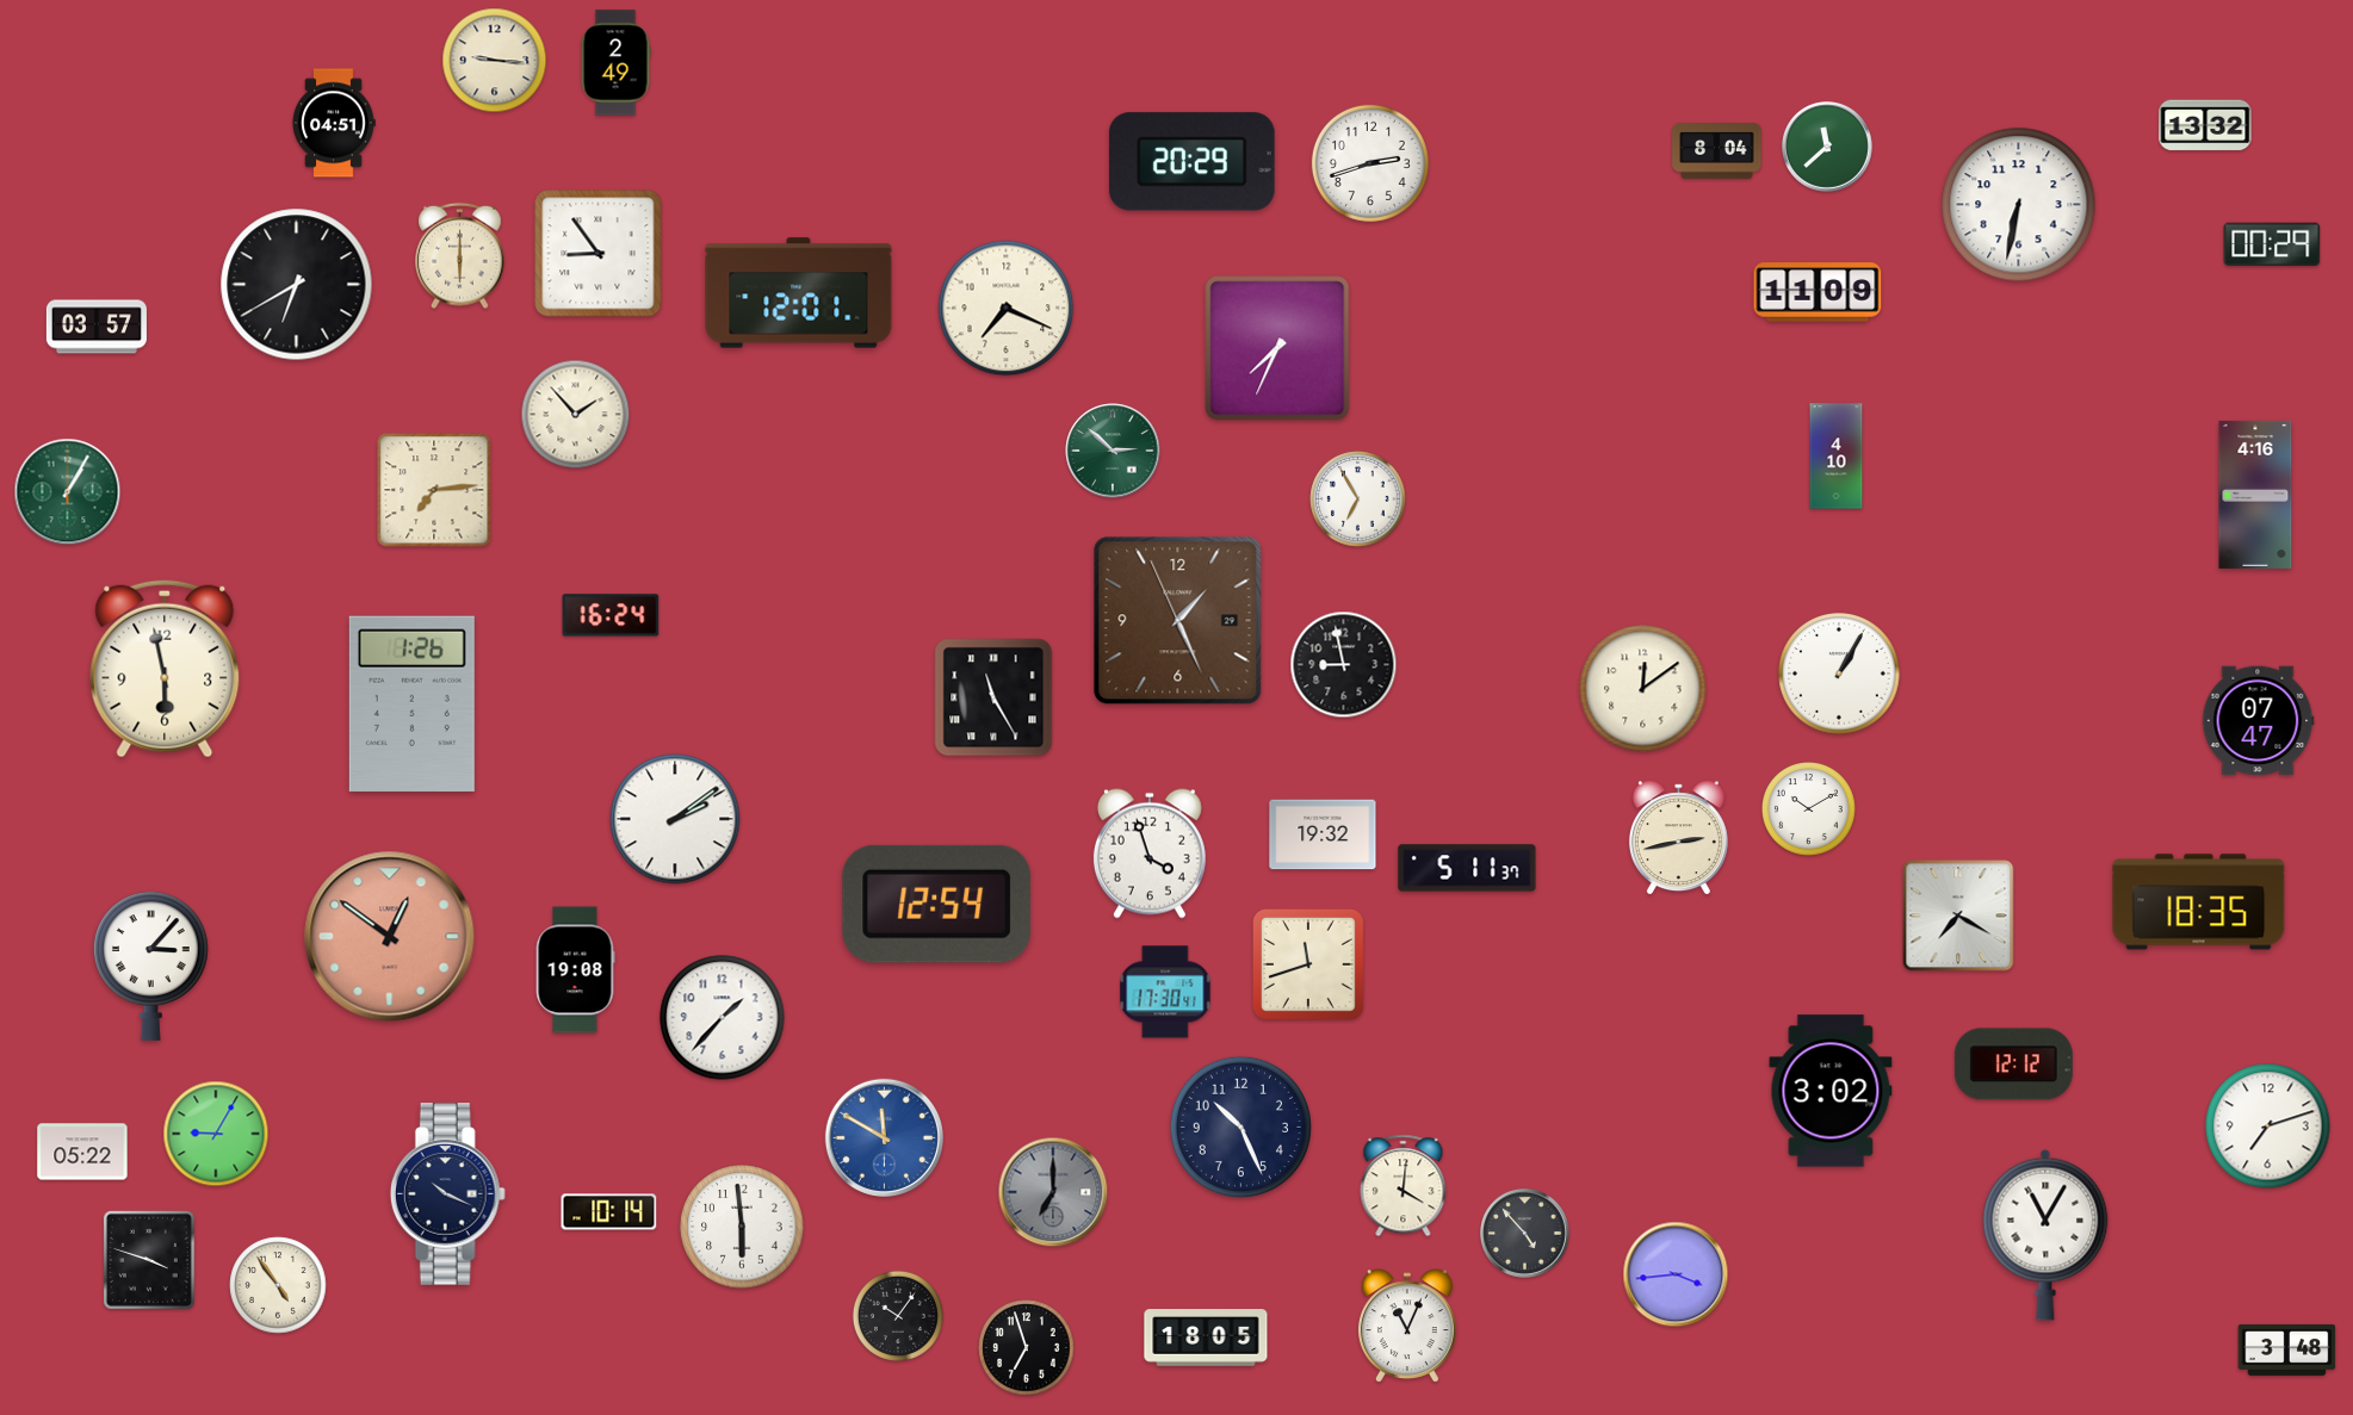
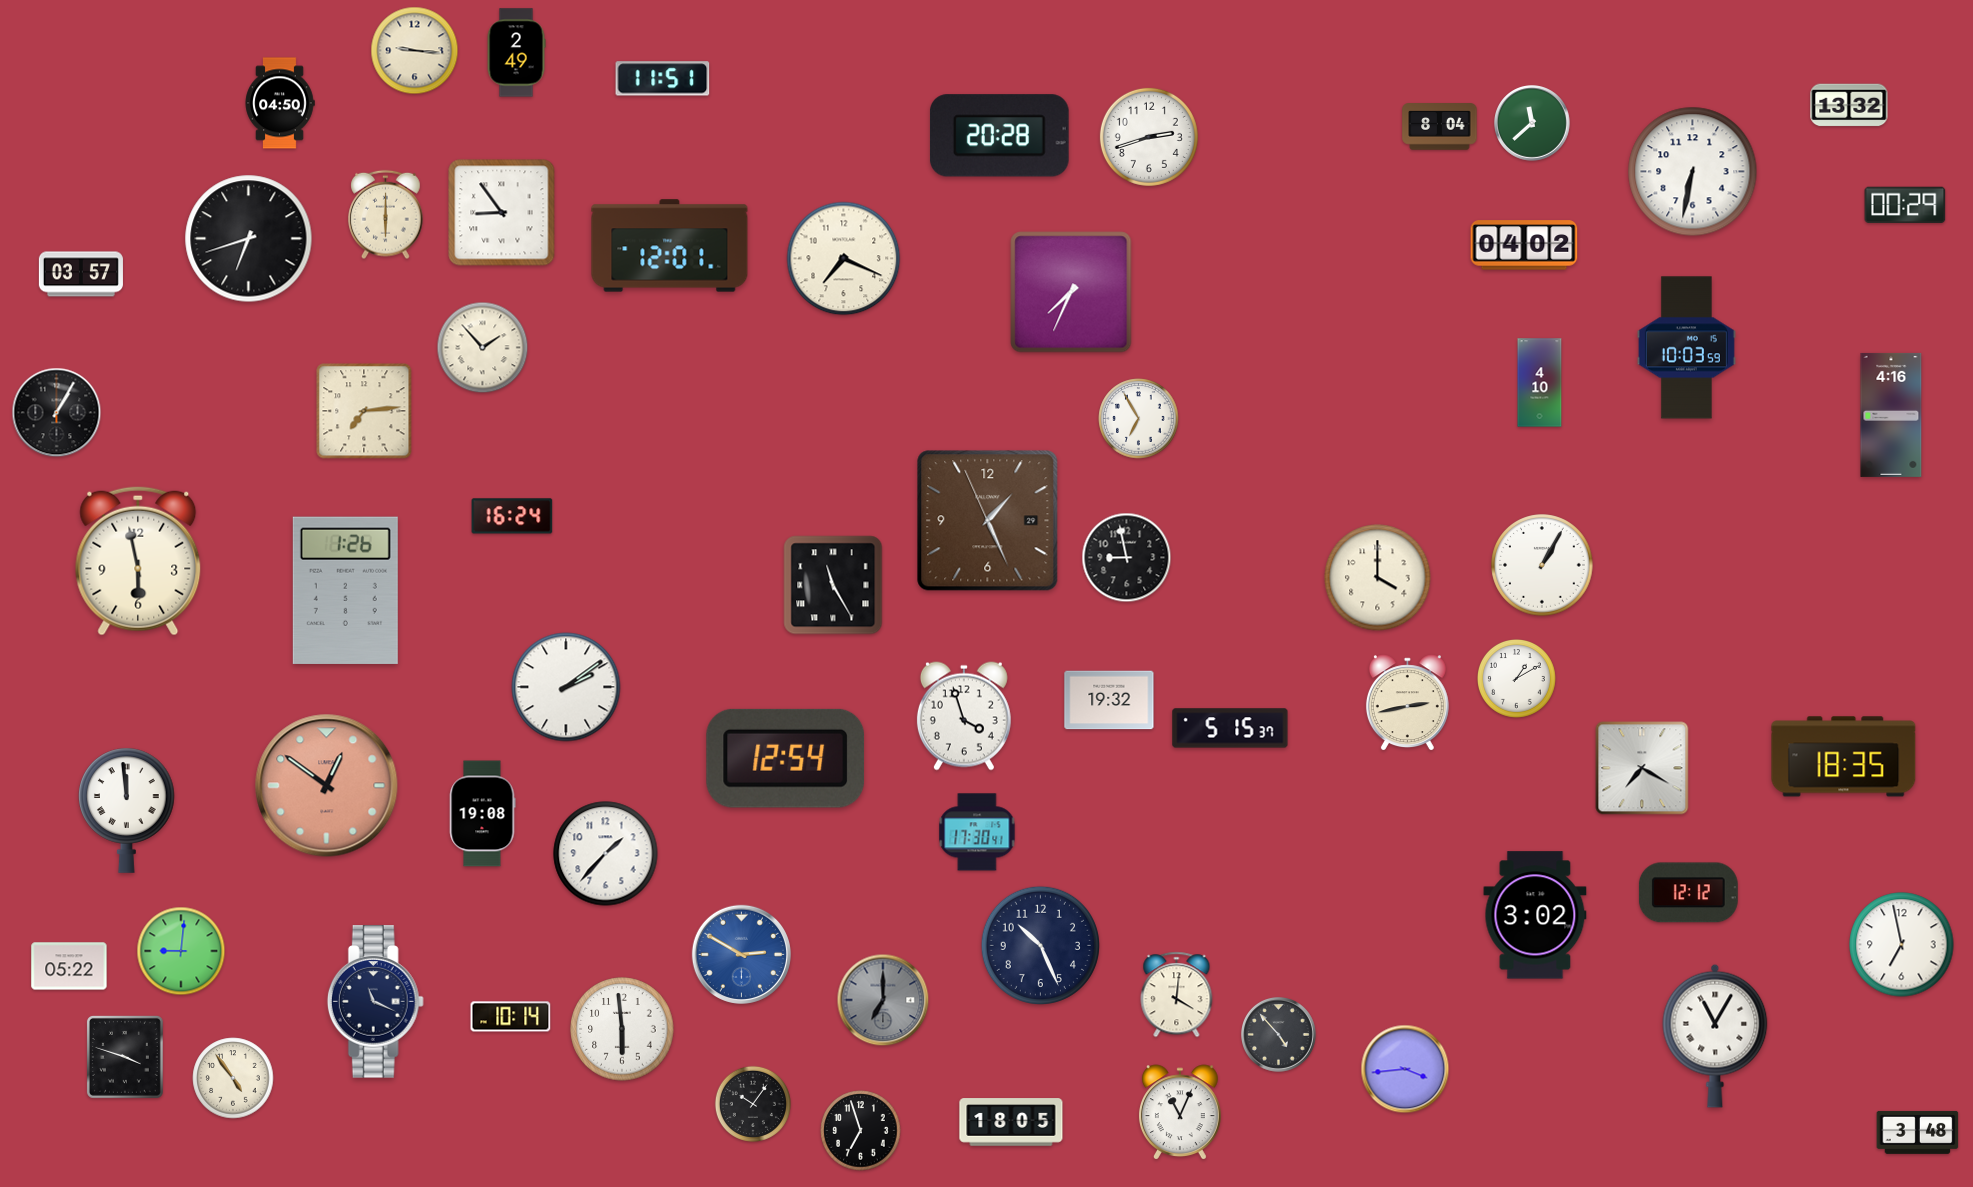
clock at (663, 79): none -> 11:51
clock at (334, 123): 04:51 -> 04:50
clock at (1191, 162): 20:29 -> 20:28
clock at (297, 285): 6:40 -> 6:42
clock at (1818, 292): 11:09 -> 04:02
clock at (1686, 348): none -> 10:03
clock at (1113, 451): 2:52 -> none
clock at (68, 492) dial: green -> black
clock at (1643, 689): 12:09 -> 4:00
clock at (2259, 721): 07:47 -> none
clock at (1809, 809): 10:10 -> 1:10
clock at (1467, 868): 5:11 -> 5:15
clock at (1308, 964): 11:42 -> none
clock at (151, 966): 3:07 -> 11:59
clock at (2268, 1127): 7:12 -> 6:58
clock at (216, 1134): 9:05 -> 9:01
clock at (884, 1137): 11:50 -> 2:50
clock at (447, 1194): 10:19 -> 11:19
